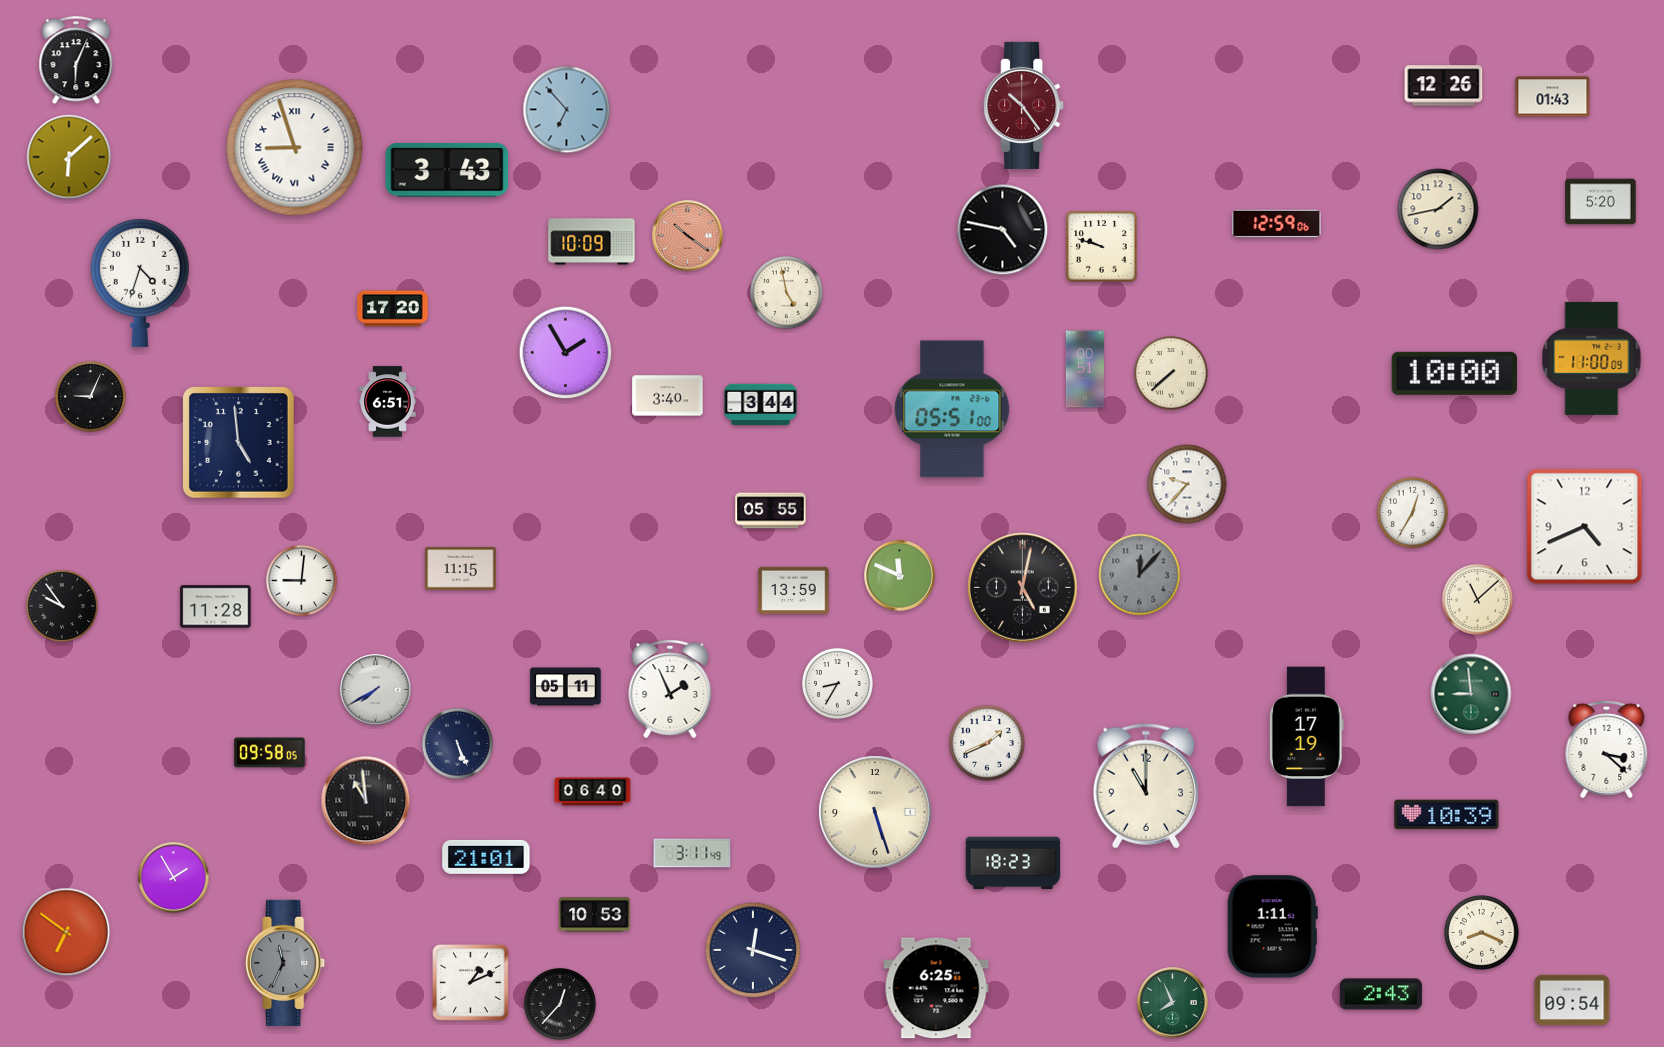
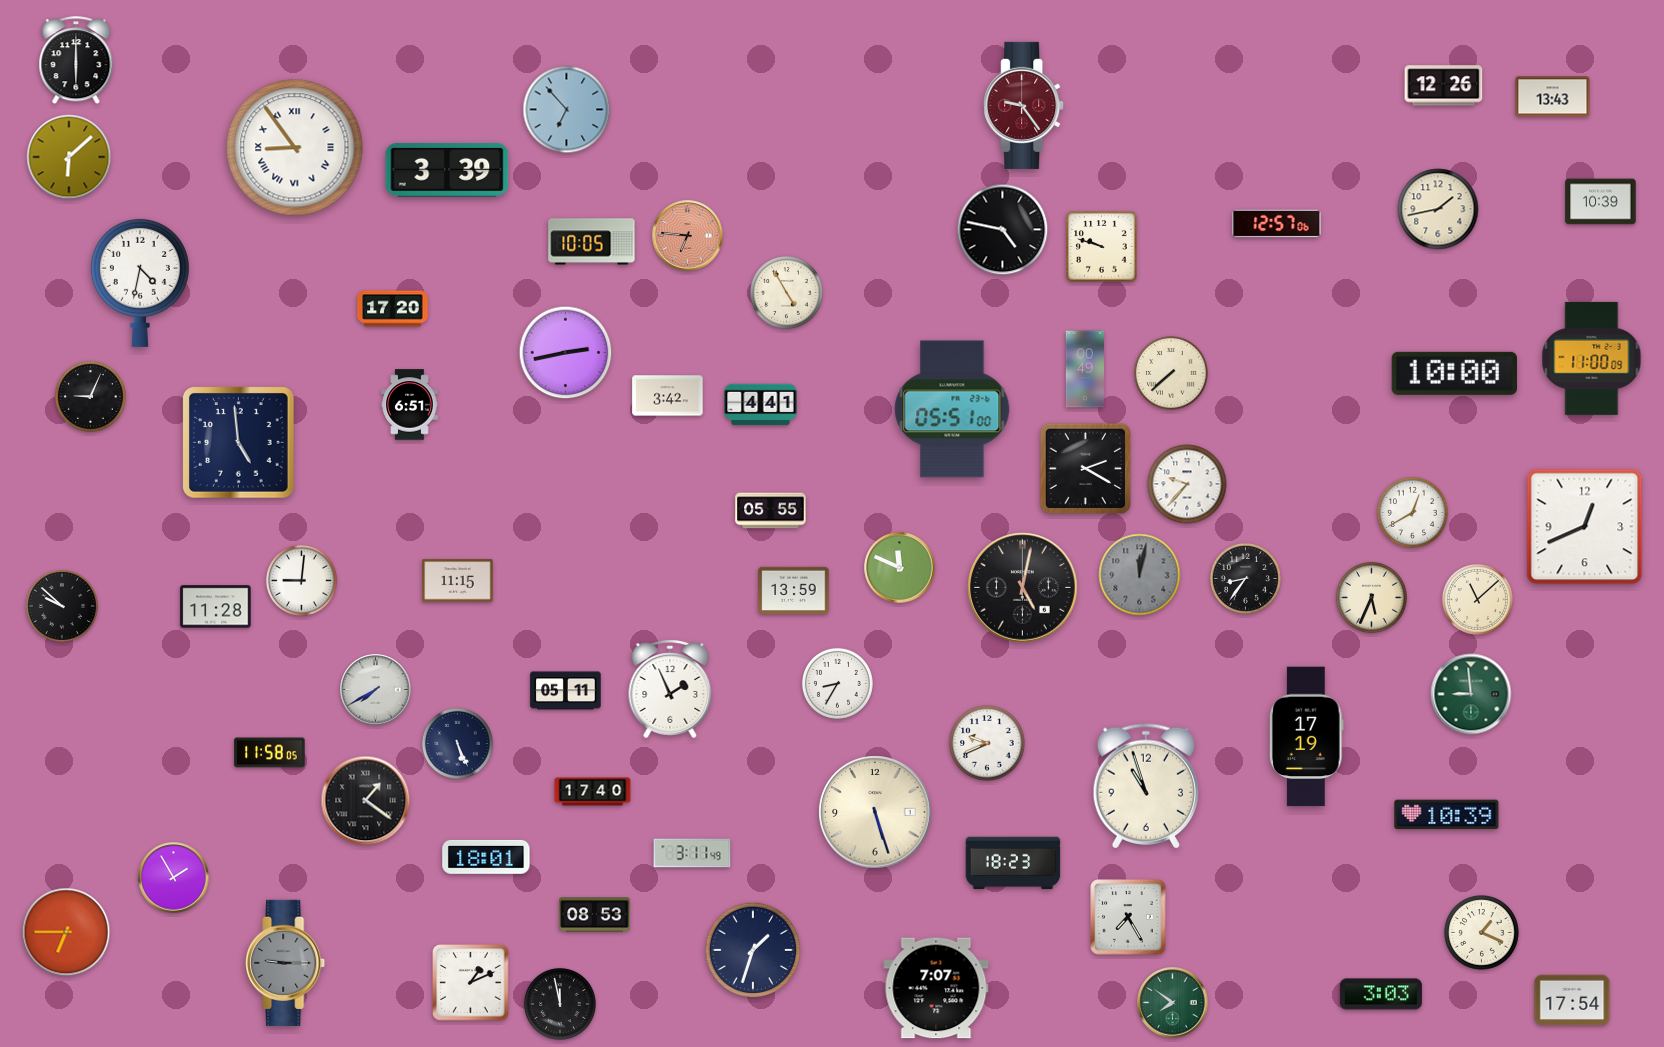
clock at (76, 61): 6:04 -> 6:00
clock at (1553, 97): 01:43 -> 13:43
clock at (1024, 105): 10:24 -> 9:24
clock at (295, 148): 8:57 -> 8:54
clock at (447, 170): 3:43 -> 3:39
clock at (1601, 202): 5:20 -> 10:39
clock at (1277, 224): 12:59 -> 12:57
clock at (688, 236): 10:21 -> 6:46
clock at (592, 242): 10:09 -> 10:05
clock at (140, 282): 4:33 -> 4:32
clock at (787, 293): 4:58 -> 4:55
clock at (566, 353): 1:55 -> 2:43
clock at (1084, 369): 00:51 -> 00:49
clock at (668, 396): 3:40 -> 3:42
clock at (388, 402) position: (388, 402) -> (410, 405)
clock at (761, 405): 3:44 -> 4:41
clock at (1086, 469): none -> 2:20
clock at (1412, 512): 12:35 -> 12:40
clock at (1585, 527): 4:41 -> 12:41
clock at (461, 569) position: (461, 569) -> (458, 581)
clock at (1140, 575): 12:07 -> 12:02
clock at (900, 576) position: (900, 576) -> (900, 568)
clock at (1245, 578): none -> 8:36
clock at (1371, 597): none -> 5:34
clock at (62, 606): 9:54 -> 9:52
clock at (566, 687) position: (566, 687) -> (566, 691)
clock at (987, 743): 1:41 -> 9:41
clock at (1607, 750): 3:22 -> none
clock at (270, 753): 09:58 -> 11:58
clock at (1145, 786): 11:00 -> 10:57
clock at (593, 792): 06:40 -> 17:40
clock at (366, 801): 10:59 -> 1:21
clock at (486, 857): 21:01 -> 18:01
clock at (595, 915): 10:53 -> 08:53
clock at (1128, 917): none -> 7:25
clock at (1272, 927): 1:11 -> none
clock at (66, 932): 6:51 -> 6:45
clock at (1482, 933): 8:19 -> 1:19
clock at (753, 950): 12:18 -> 1:33
clock at (286, 963): 11:34 -> 9:15
clock at (936, 988): 6:25 -> 7:07
clock at (1381, 994): 2:43 -> 3:03
clock at (1572, 1000): 09:54 -> 17:54
clock at (1173, 1003): 7:56 -> 7:51
clock at (560, 1004): 12:37 -> 11:58
